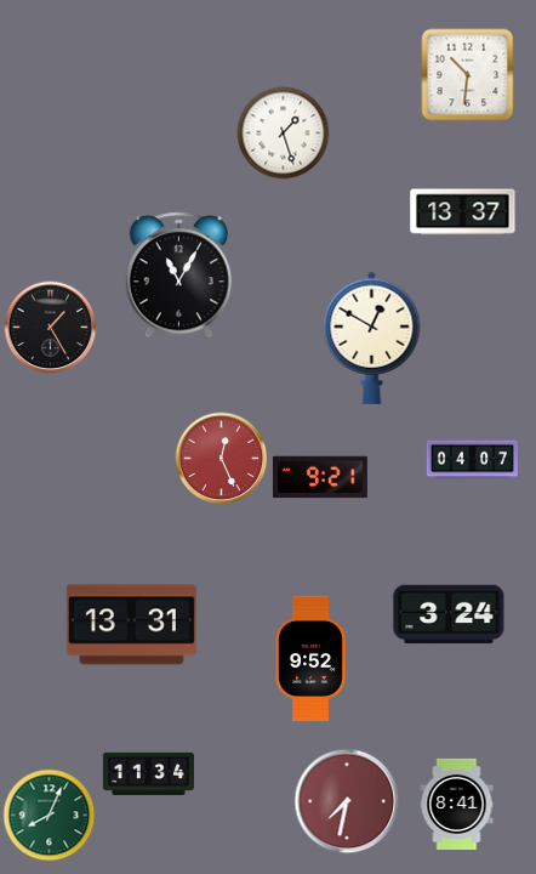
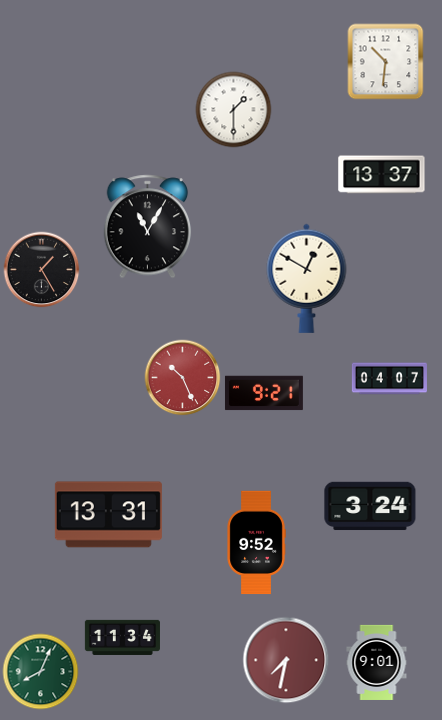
clock at (284, 134): 1:27 -> 1:30
clock at (222, 459): 12:26 -> 10:26
clock at (457, 804): 8:41 -> 9:01
